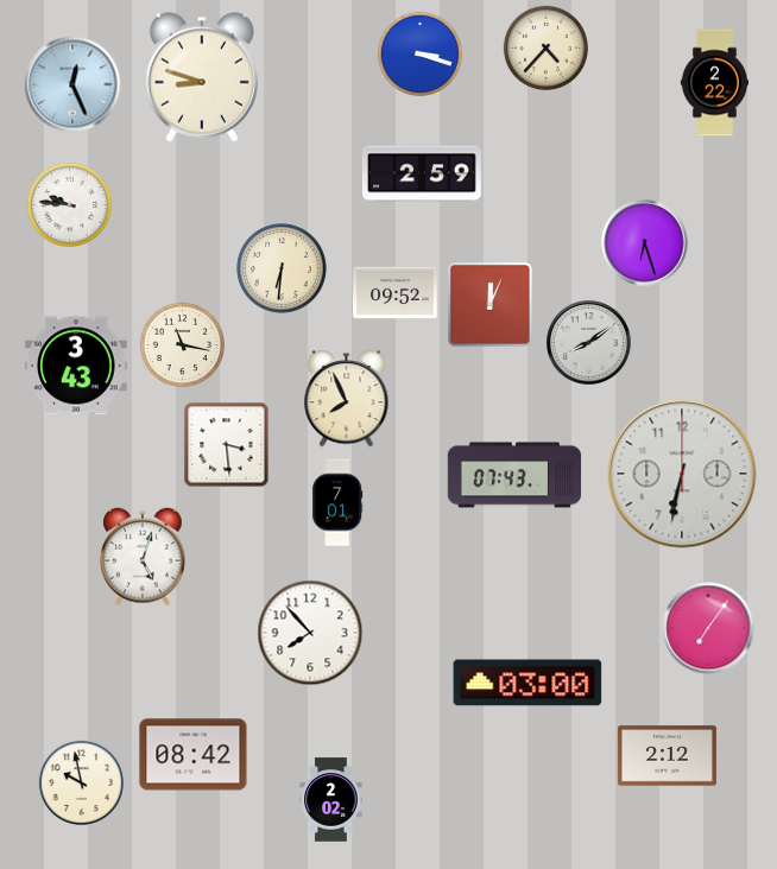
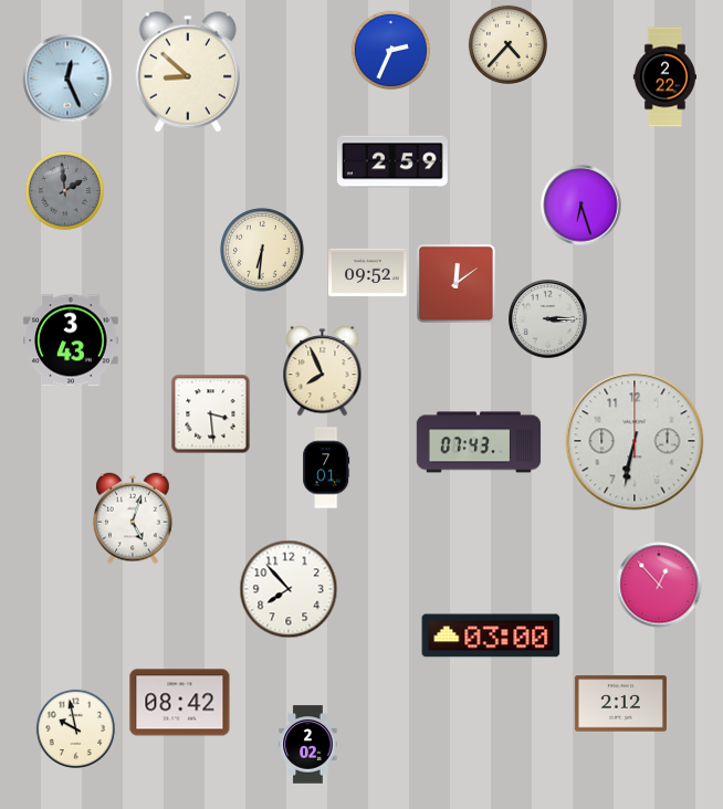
clock at (419, 53): 3:18 -> 2:34
clock at (202, 77): 8:48 -> 8:52
clock at (69, 204): 9:46 -> 1:59
clock at (69, 204) dial: white -> grey
clock at (645, 243) position: (645, 243) -> (581, 206)
clock at (491, 305): 12:04 -> 12:09
clock at (589, 343): 8:09 -> 3:15
clock at (182, 344): 11:17 -> none
clock at (337, 502) position: (337, 502) -> (326, 467)
clock at (708, 628): 7:06 -> 12:53
